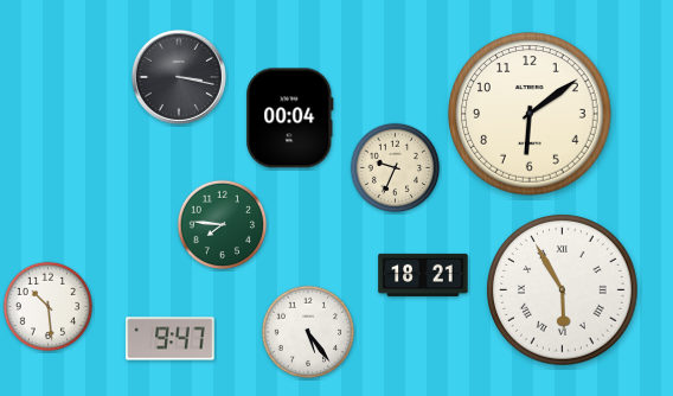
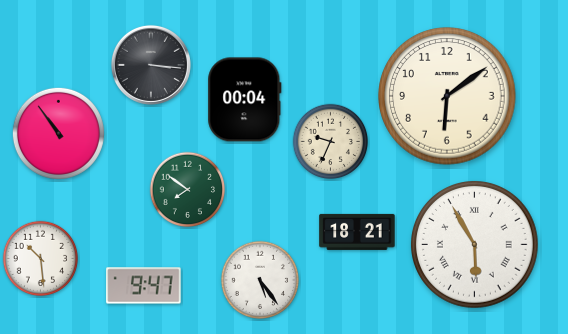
clock at (179, 77): 3:17 -> 3:16
clock at (58, 133): none -> 10:54
clock at (396, 168) position: (396, 168) -> (331, 142)
clock at (223, 225): 7:46 -> 7:51
